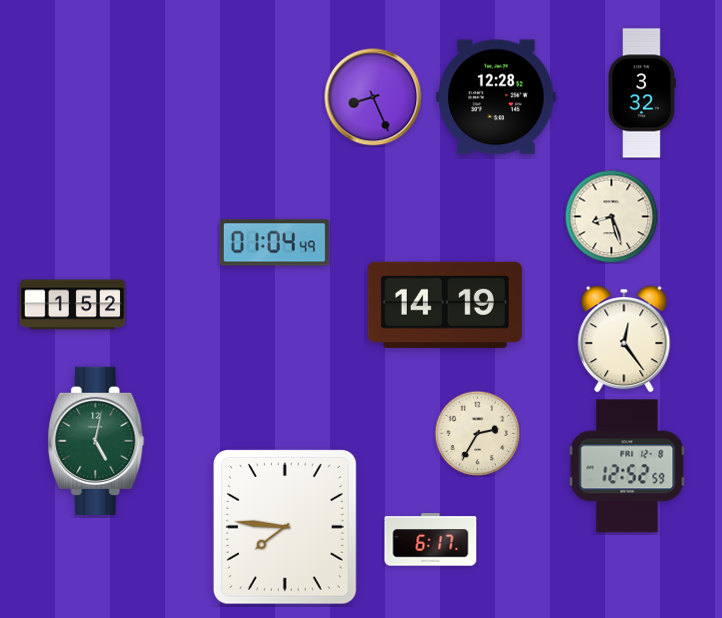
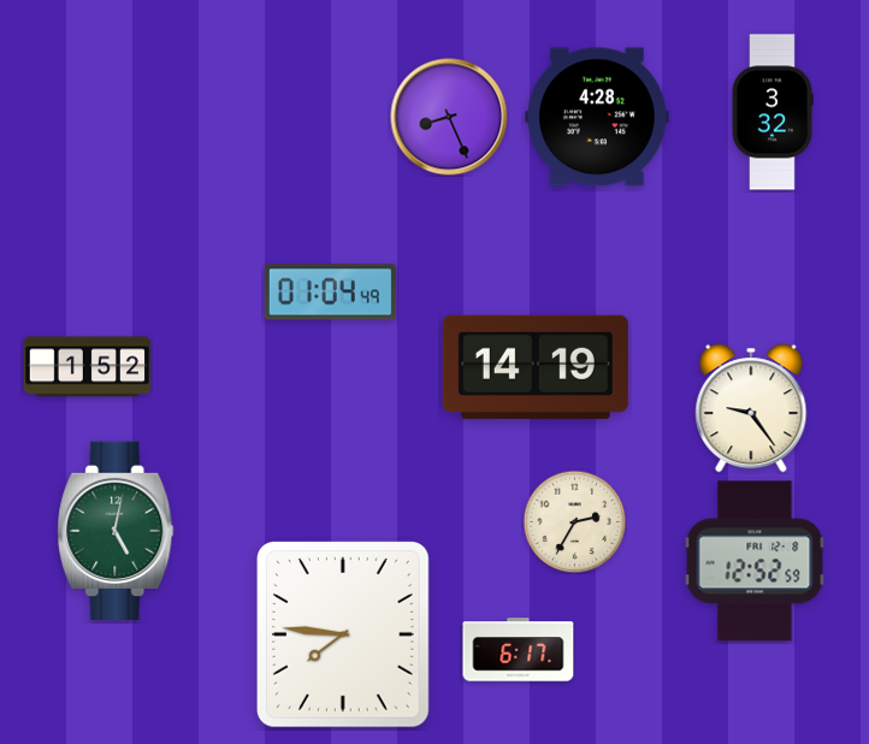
clock at (496, 97): 12:28 -> 4:28
clock at (611, 216): 8:27 -> none
clock at (624, 339): 12:24 -> 9:24
